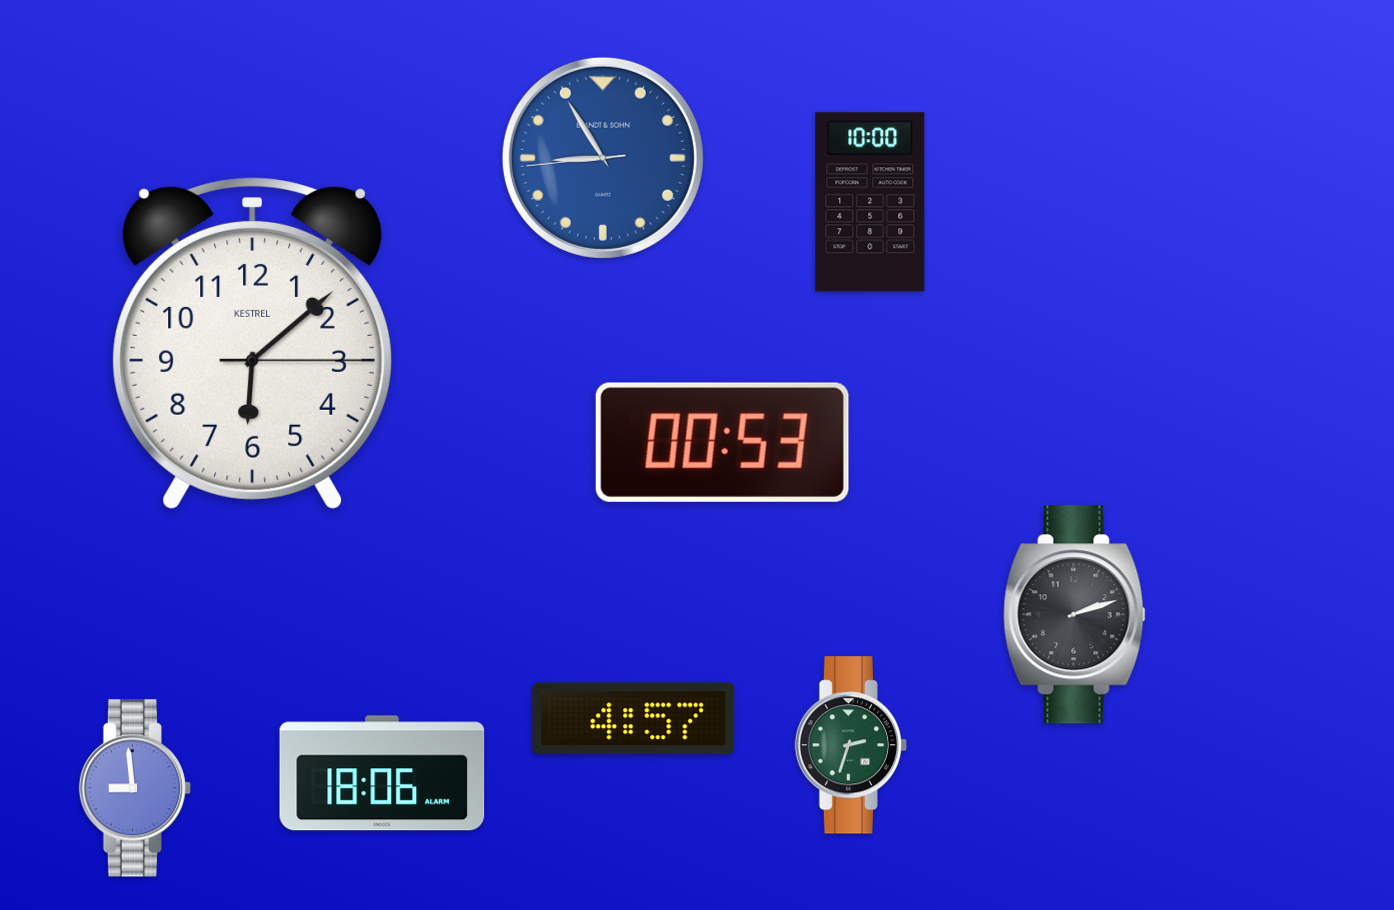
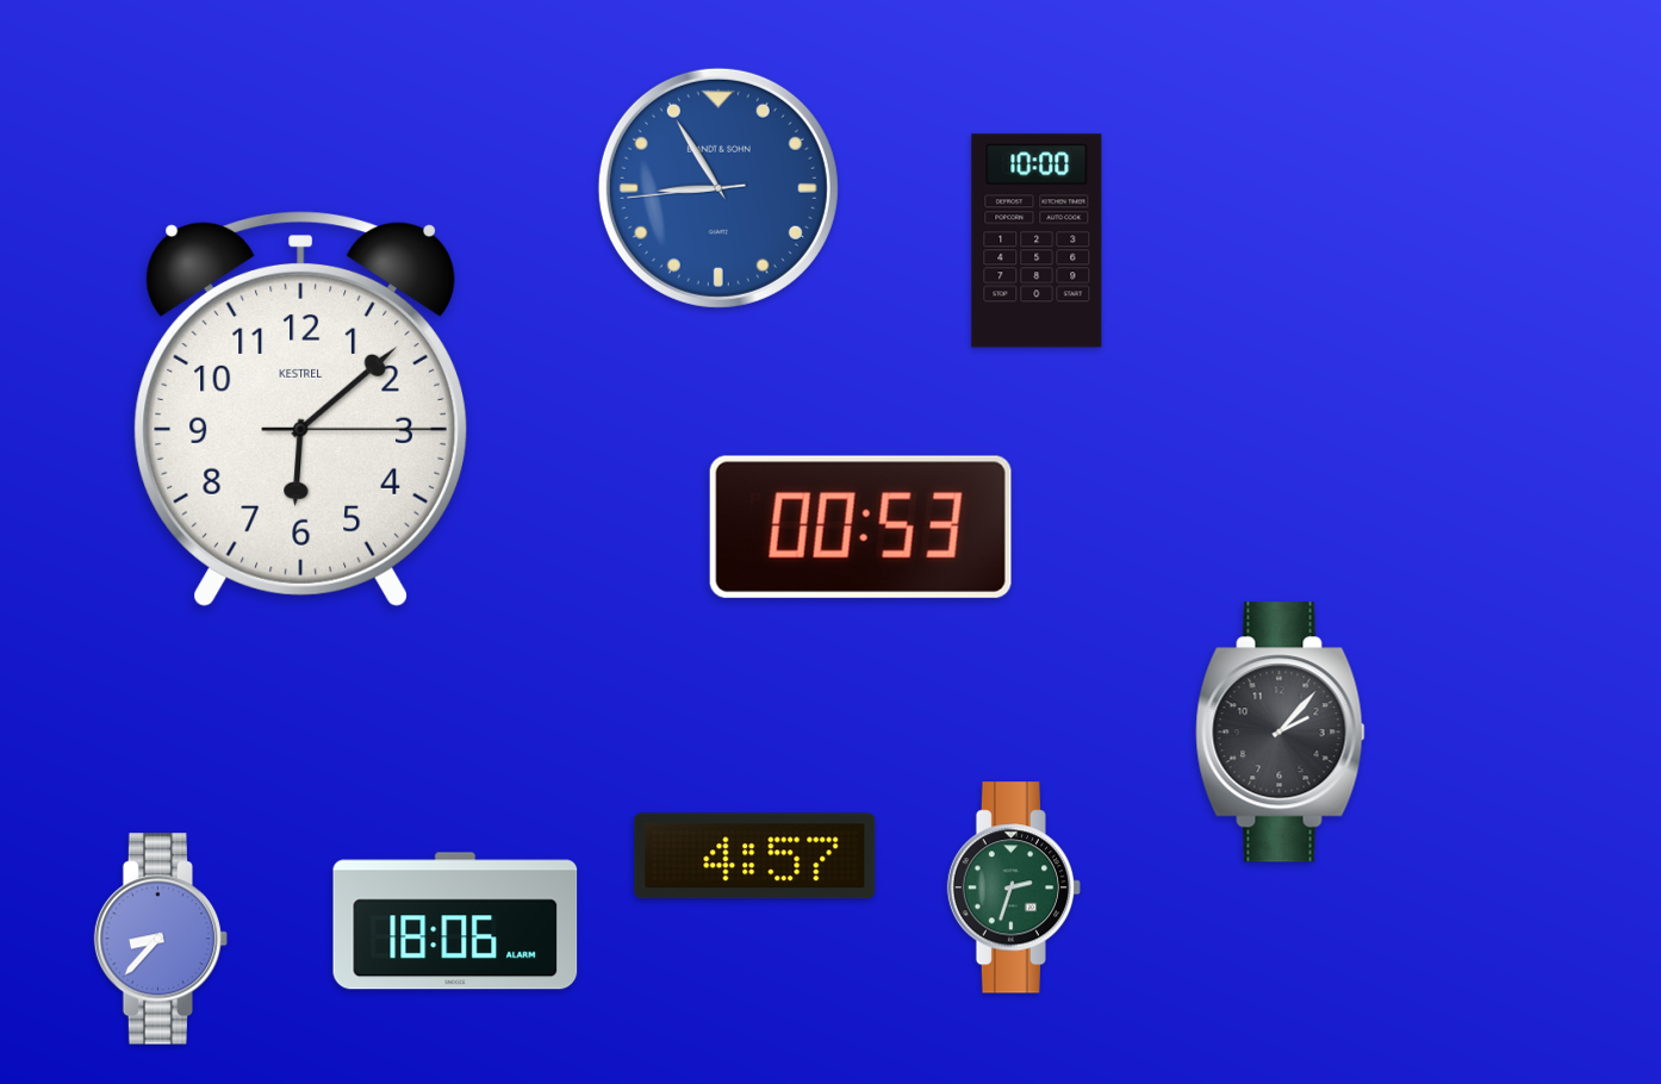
clock at (1075, 615): 2:12 -> 2:07
clock at (134, 788): 8:59 -> 8:37
